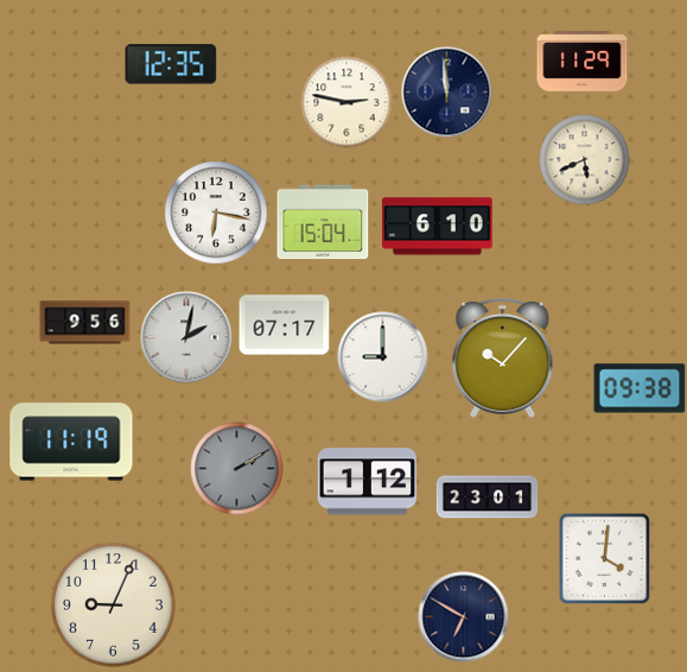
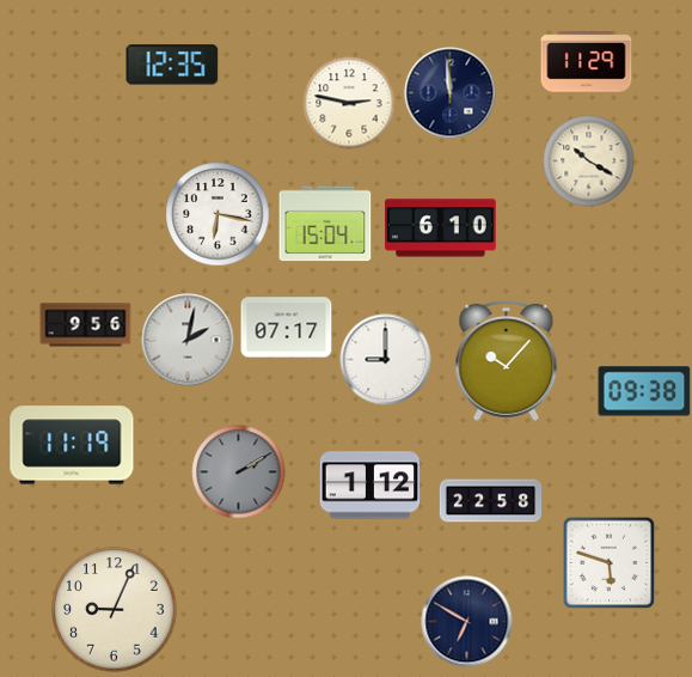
clock at (585, 160): 5:41 -> 10:20
clock at (488, 497): 23:01 -> 22:58
clock at (604, 558): 4:01 -> 5:48
